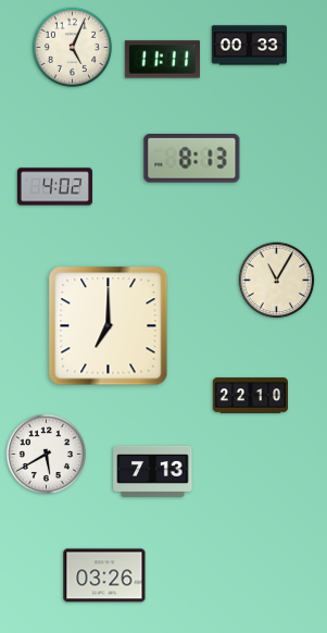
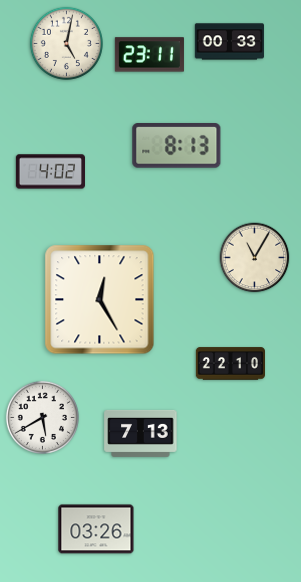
clock at (72, 47): 5:04 -> 5:02
clock at (162, 60): 11:11 -> 23:11
clock at (109, 326): 7:00 -> 12:25
